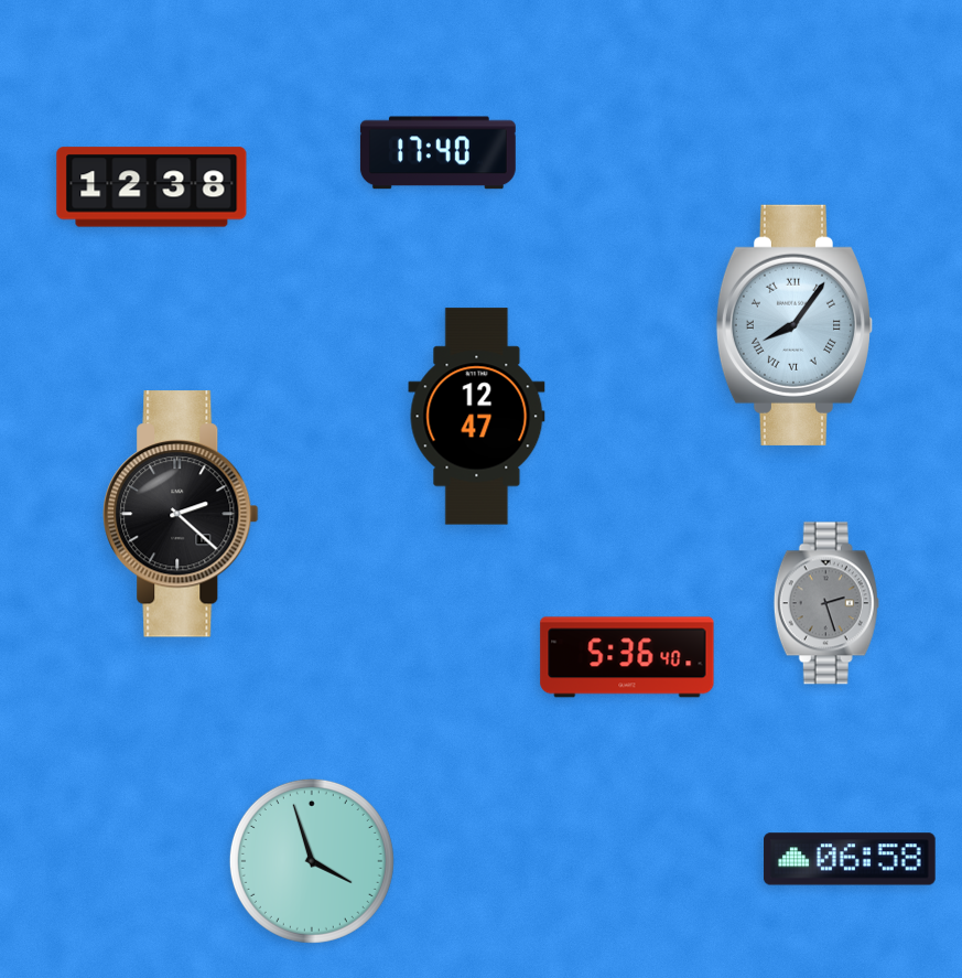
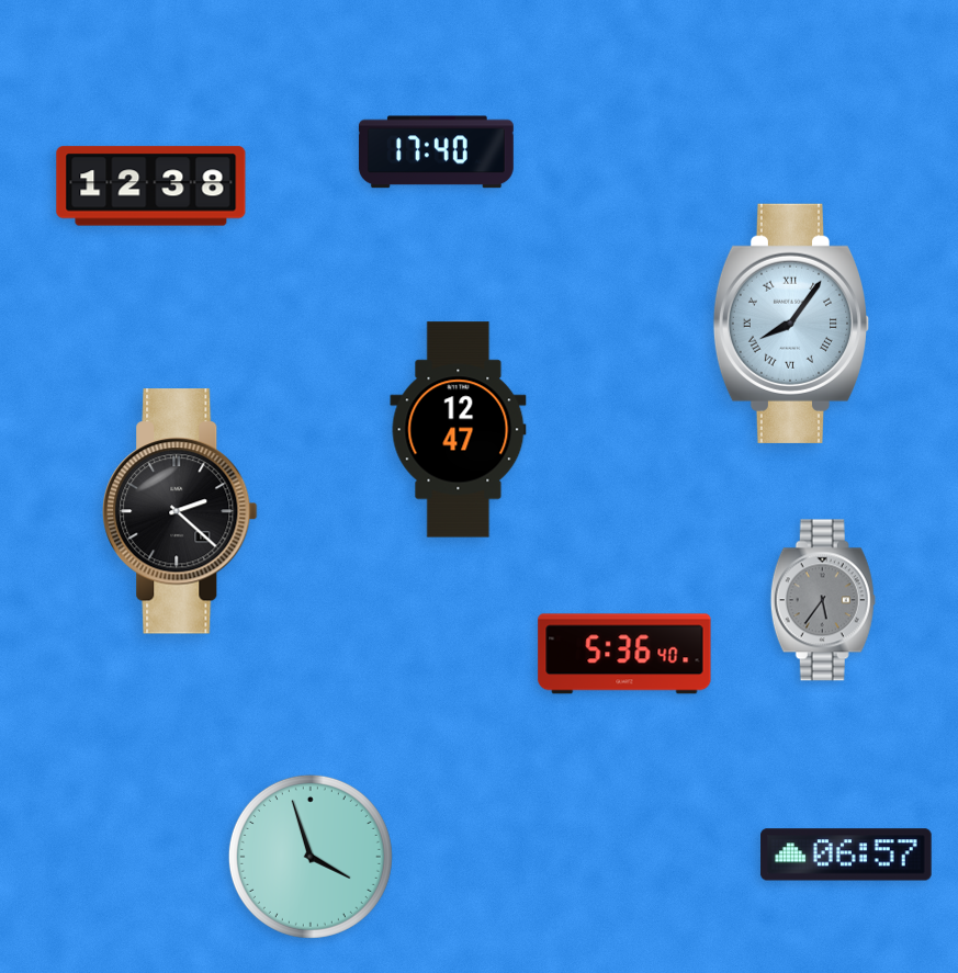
clock at (477, 417) position: (477, 417) -> (459, 430)
clock at (826, 603): 2:27 -> 5:36
clock at (850, 859): 06:58 -> 06:57
